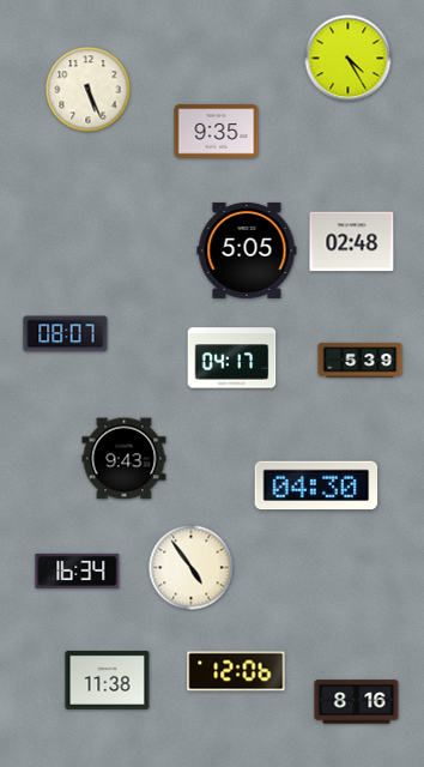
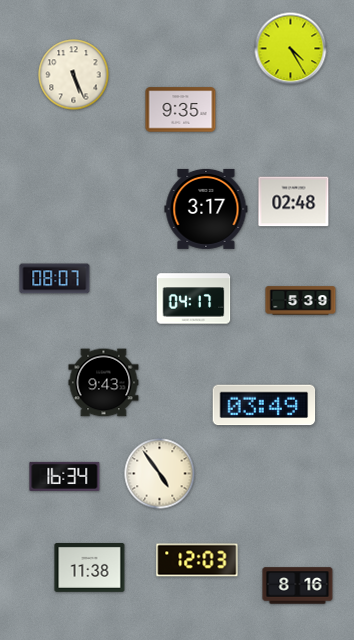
clock at (247, 250): 5:05 -> 3:17
clock at (316, 485): 04:30 -> 03:49
clock at (236, 671): 12:06 -> 12:03
